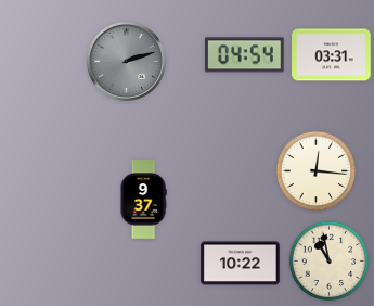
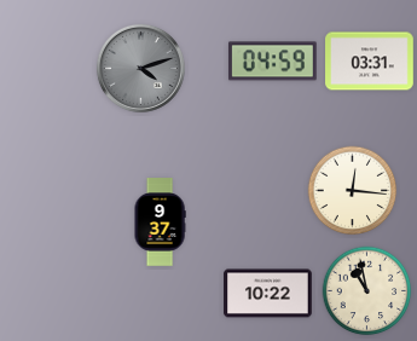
clock at (244, 55): 04:54 -> 04:59
clock at (126, 61): 2:12 -> 4:12
